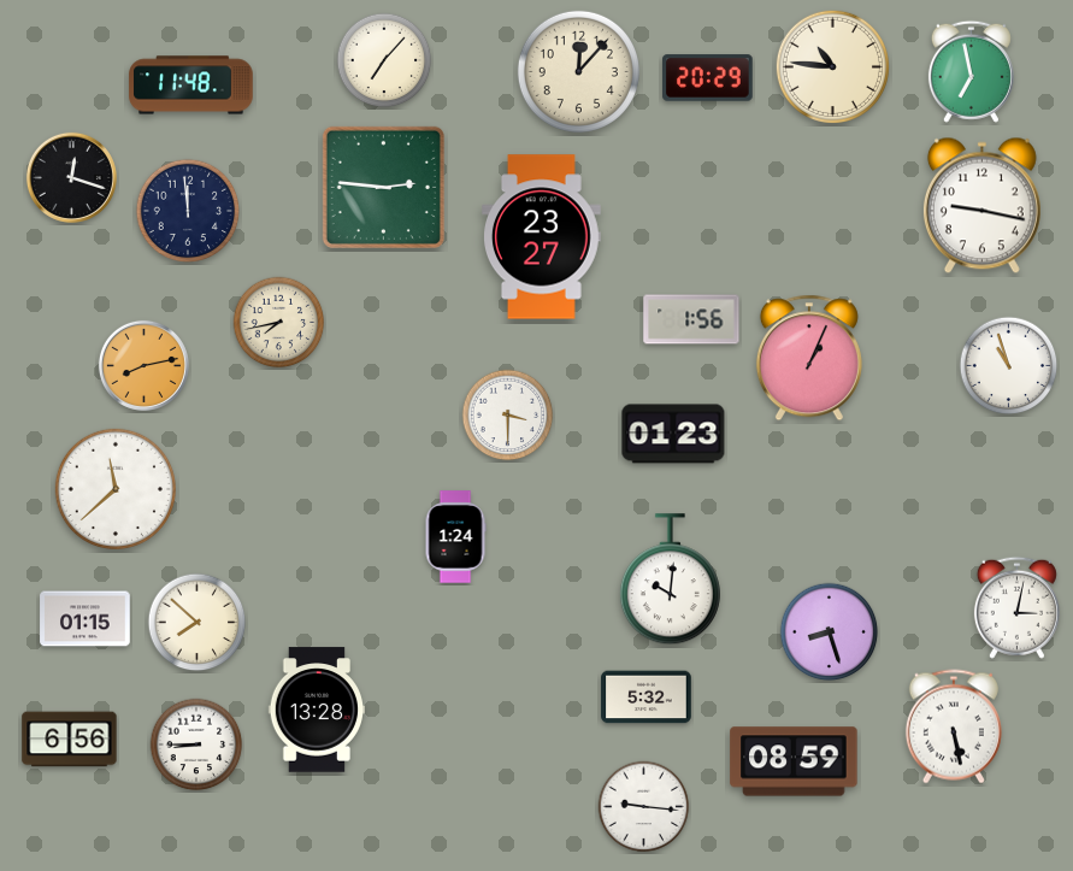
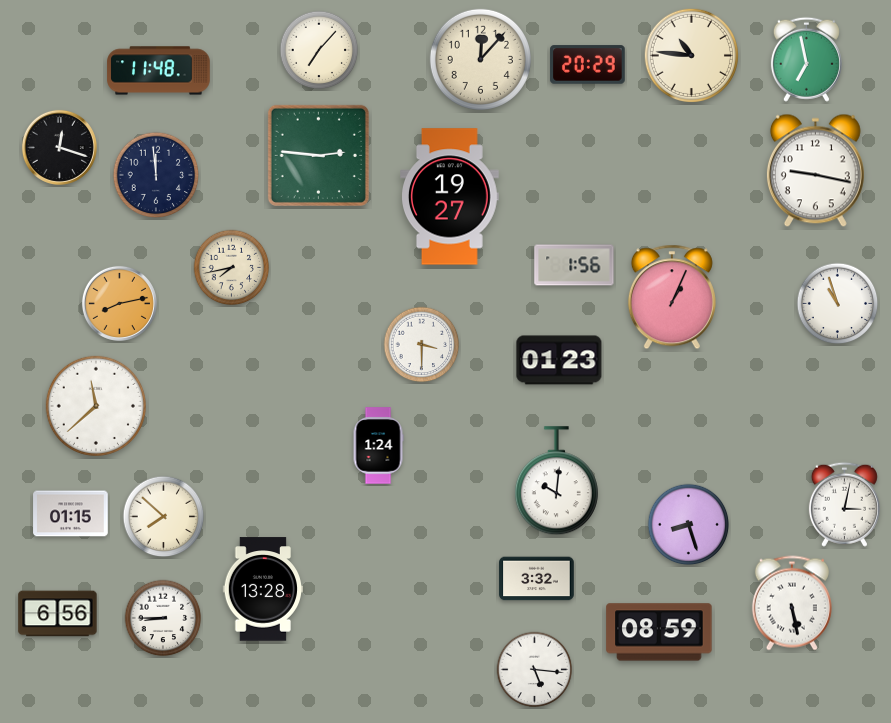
clock at (542, 237): 23:27 -> 19:27
clock at (647, 698): 5:32 -> 3:32
clock at (644, 807): 9:16 -> 5:16
